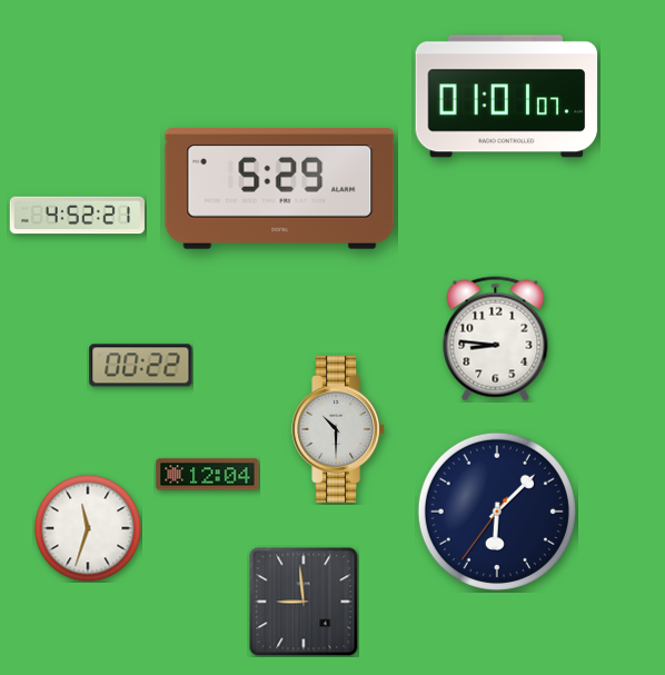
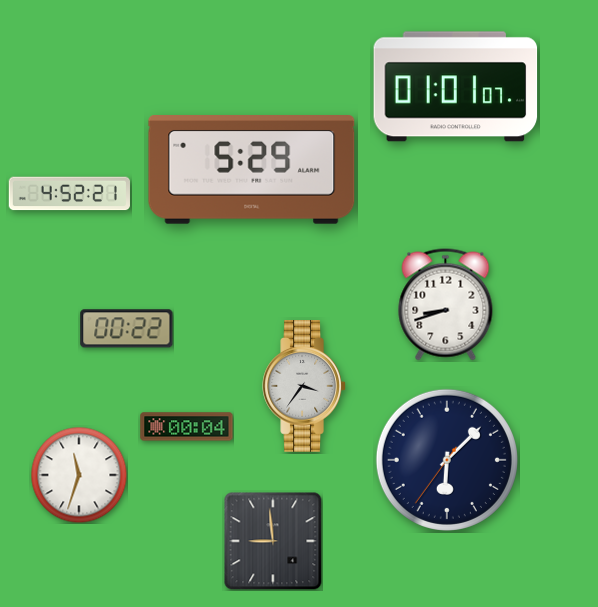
clock at (496, 339): 8:46 -> 8:42
clock at (338, 430): 10:30 -> 3:36
clock at (208, 475): 12:04 -> 00:04
